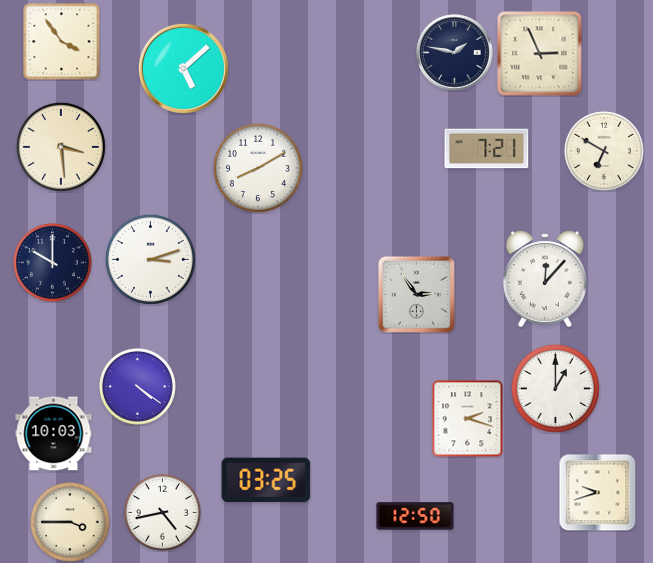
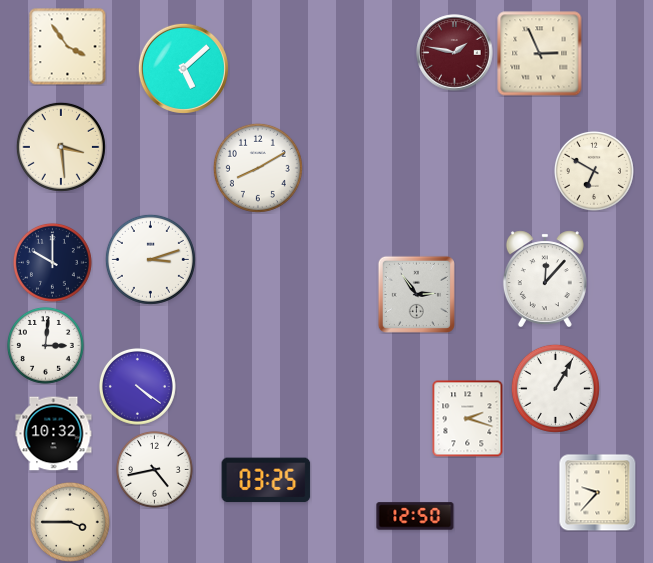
clock at (61, 41) position: (61, 41) -> (67, 46)
clock at (455, 53) dial: navy -> burgundy
clock at (487, 149): 7:21 -> none
clock at (604, 151) position: (604, 151) -> (594, 171)
clock at (45, 345): none -> 3:01
clock at (555, 388): 1:00 -> 1:05
clock at (54, 434): 10:03 -> 10:32
clock at (597, 492): 9:42 -> 9:37
clock at (162, 512) position: (162, 512) -> (154, 469)
